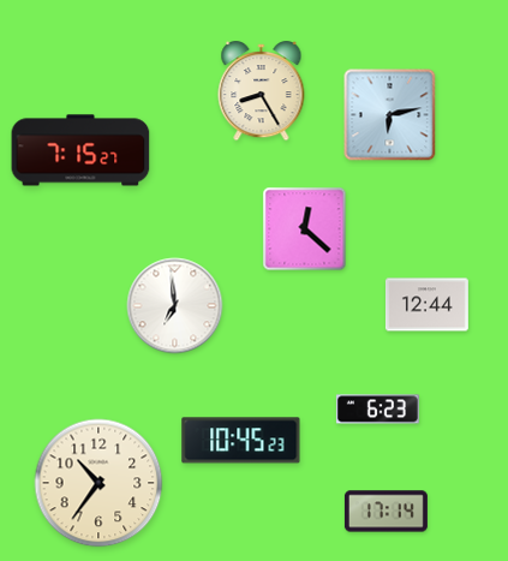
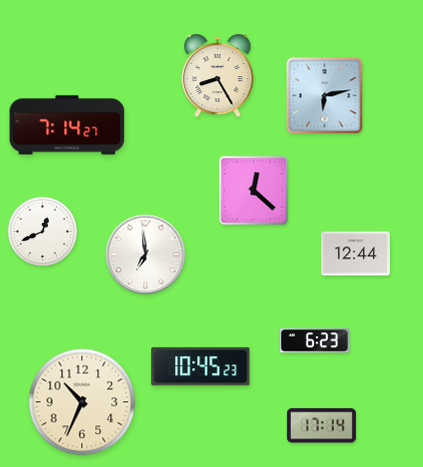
clock at (80, 150): 7:15 -> 7:14
clock at (43, 232): none -> 12:41
clock at (98, 483): 10:36 -> 10:34
